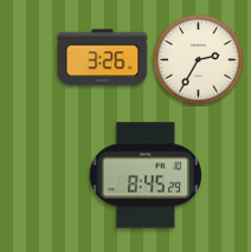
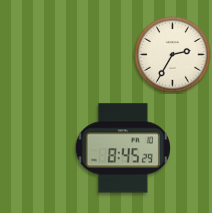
clock at (103, 58): 3:26 -> none
clock at (199, 60) position: (199, 60) -> (173, 55)
